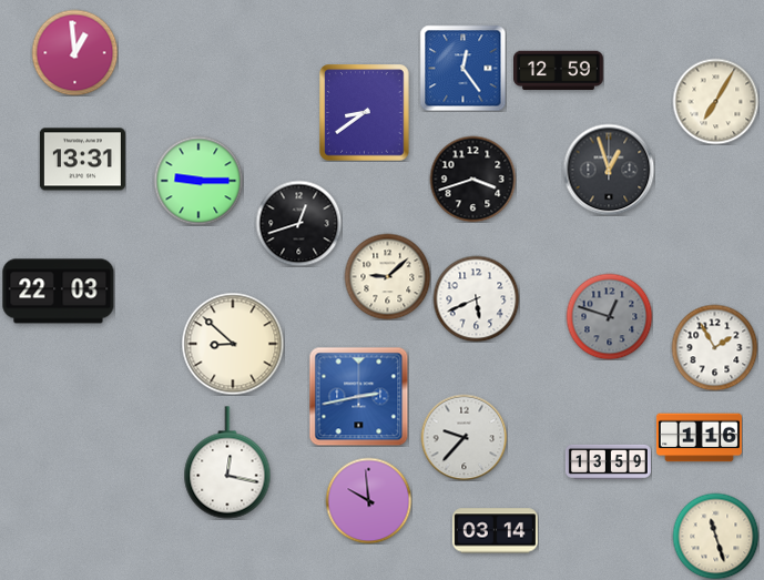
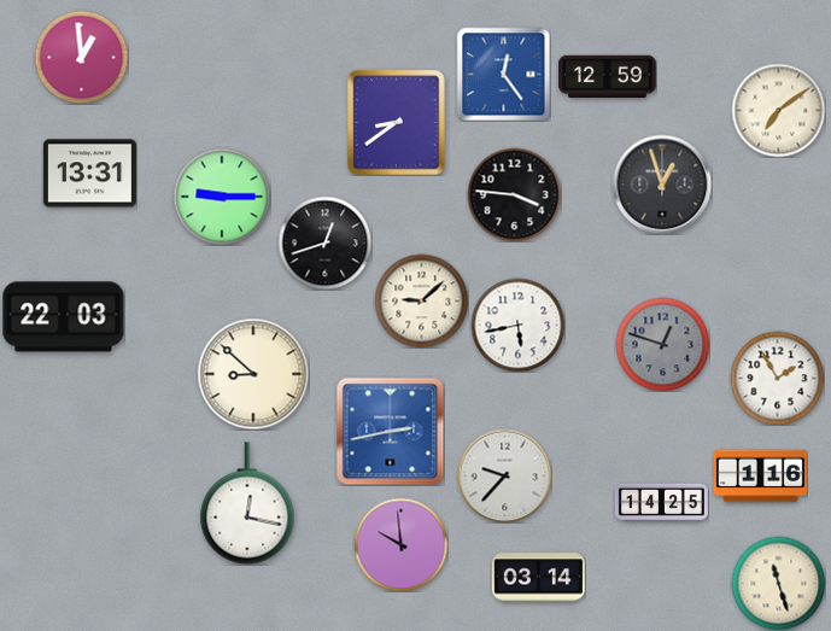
clock at (715, 101): 7:05 -> 7:09
clock at (472, 179): 3:42 -> 3:46
clock at (198, 181) position: (198, 181) -> (222, 197)
clock at (476, 298): 5:41 -> 5:43
clock at (608, 461): 13:59 -> 14:25
